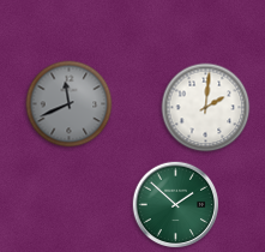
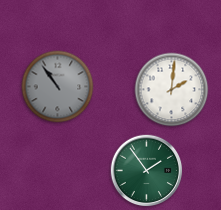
clock at (70, 104): 11:41 -> 10:54
clock at (176, 205): 1:52 -> 1:54
